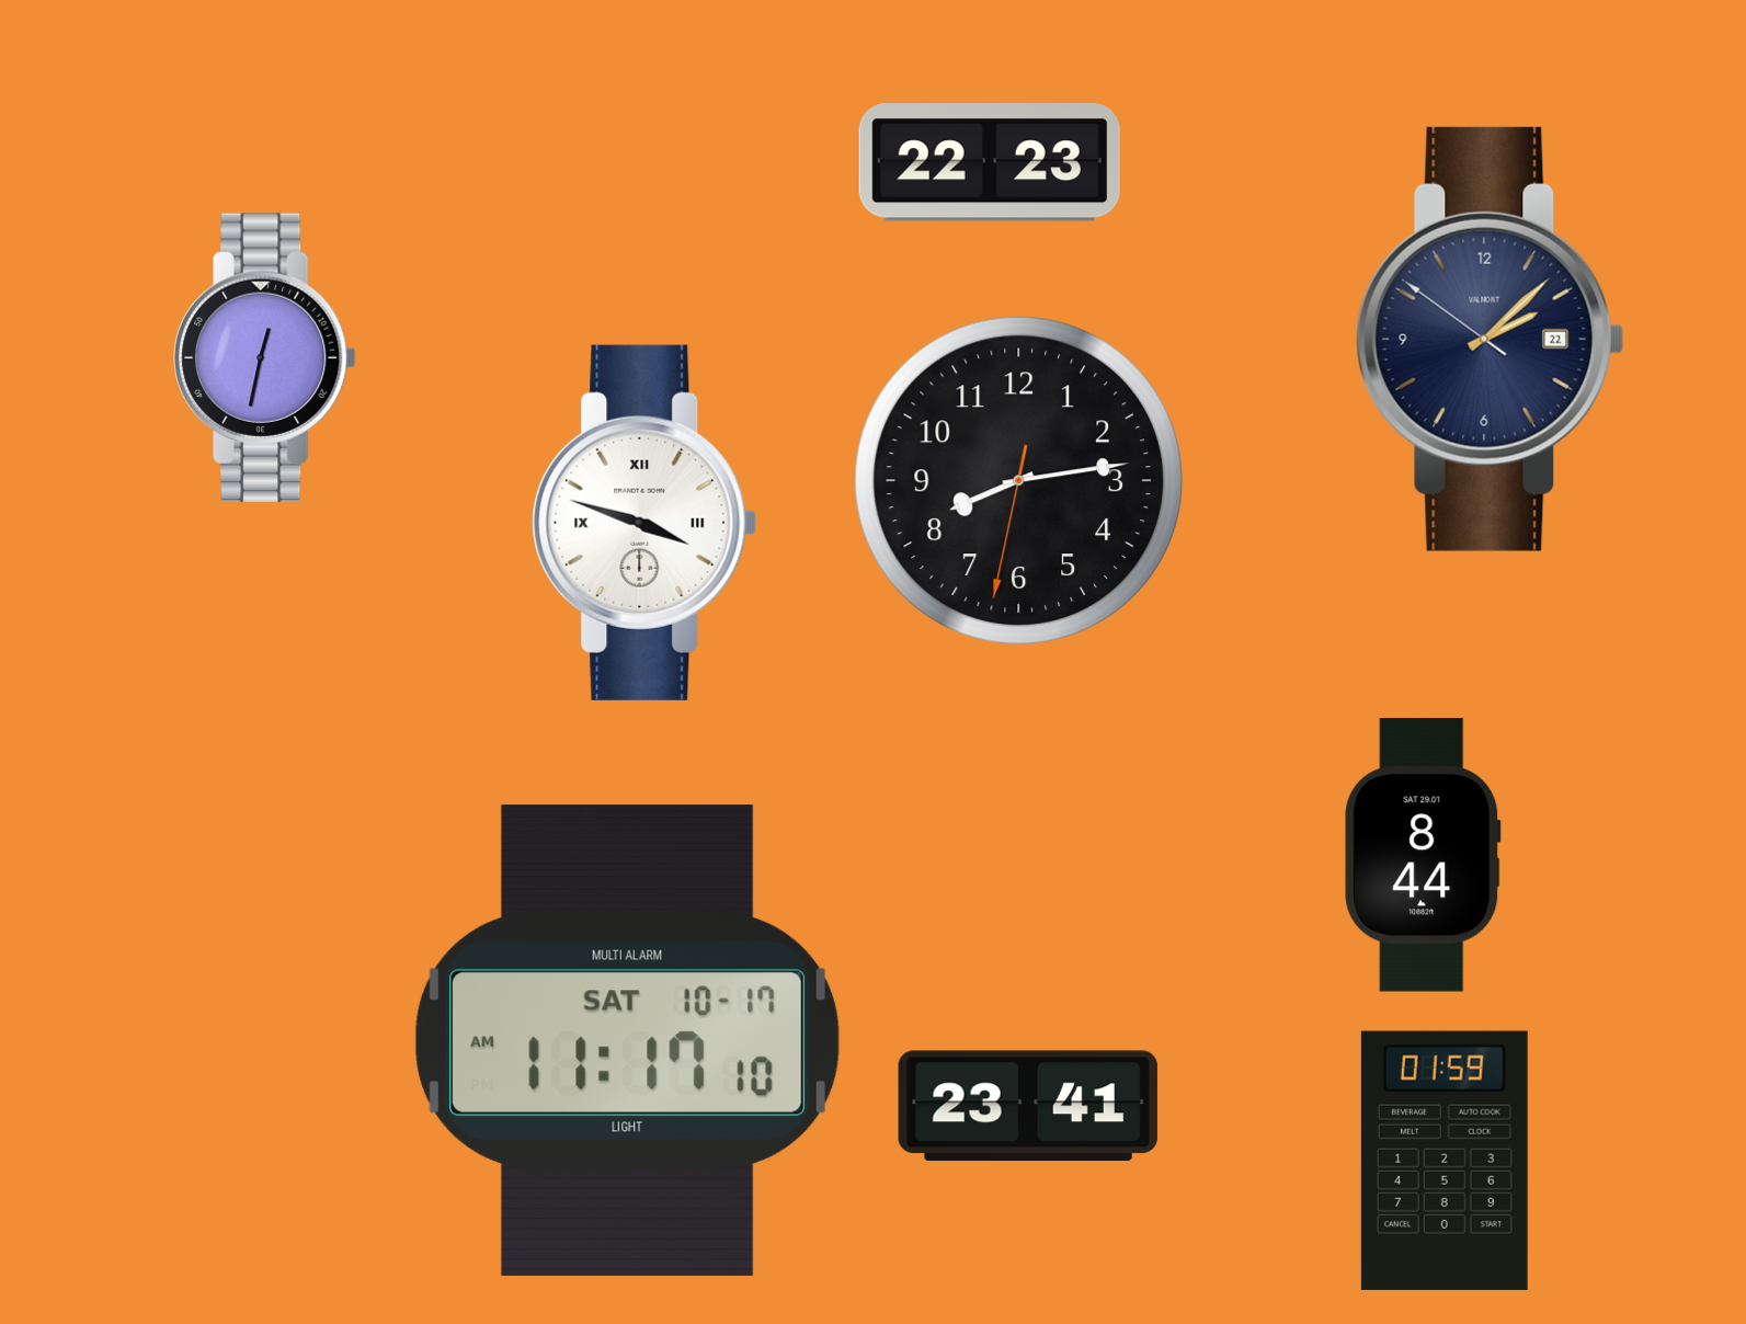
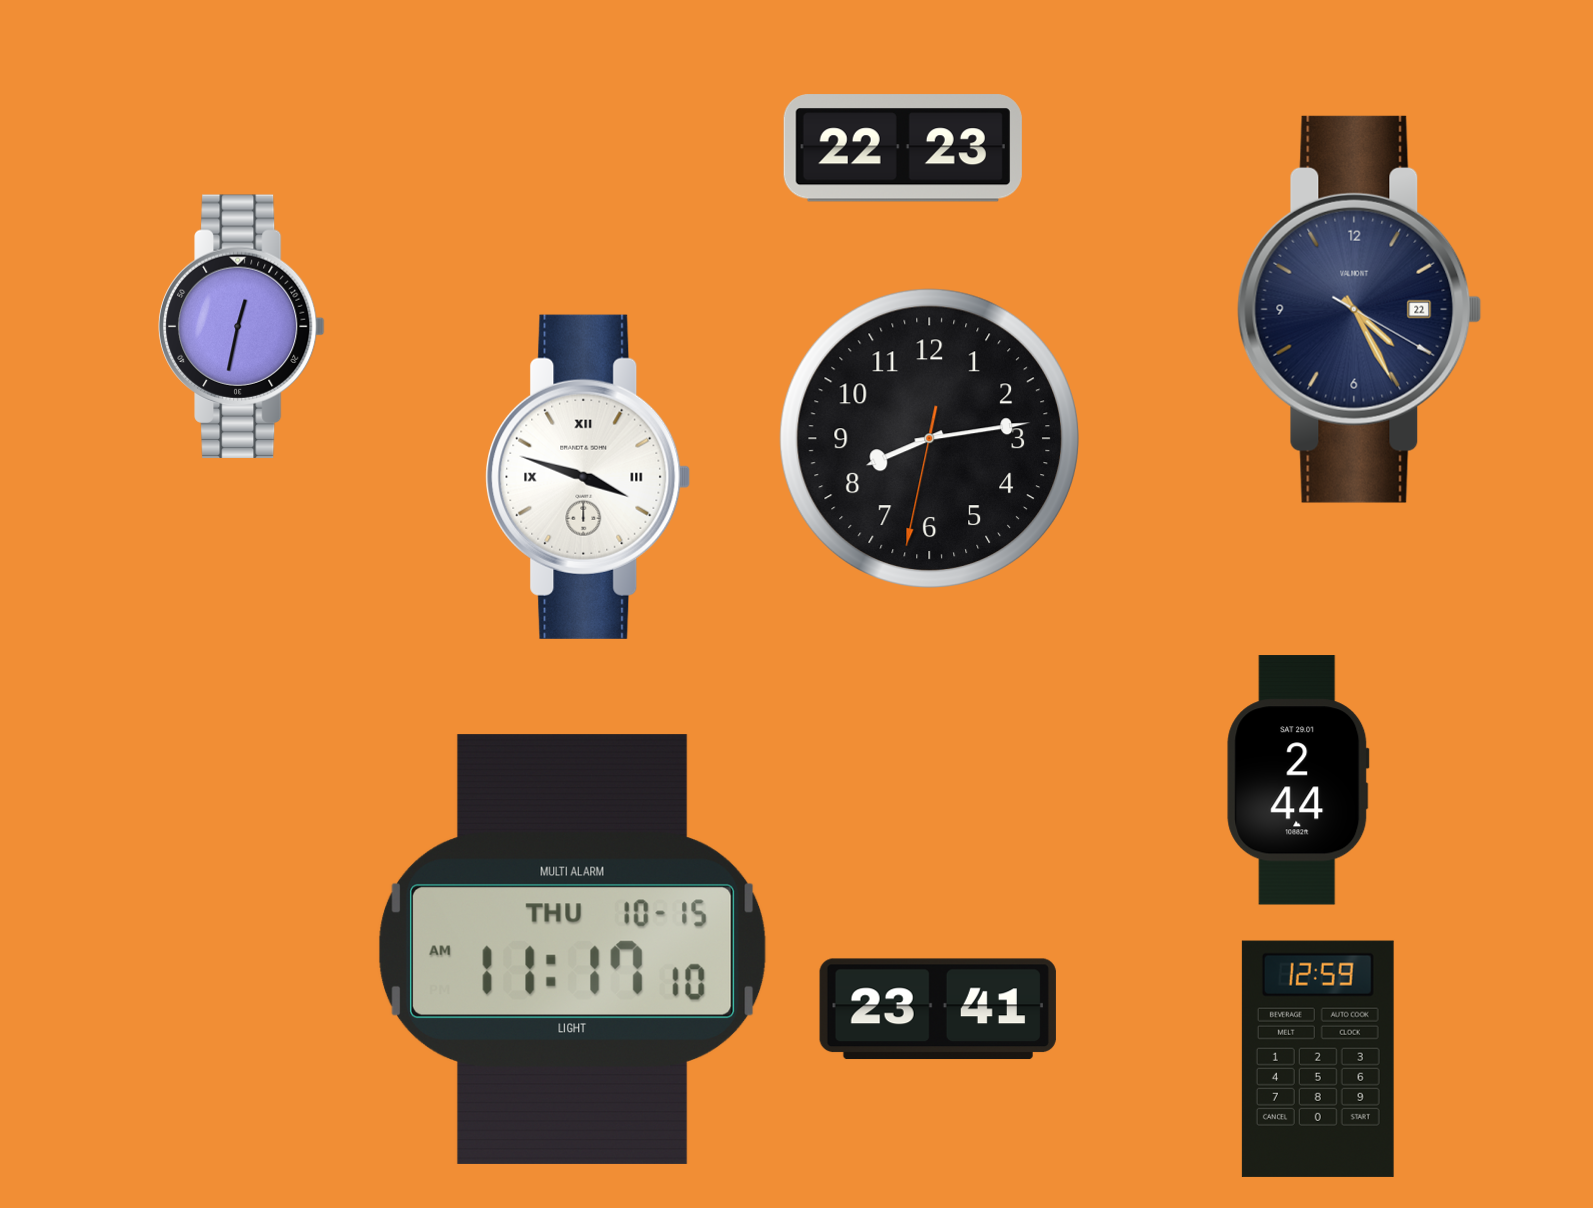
clock at (1491, 339): 2:07 -> 4:25
clock at (1423, 855): 8:44 -> 2:44
clock at (628, 1040) date: SAT 10-17 -> THU 10-15
clock at (1445, 1161): 01:59 -> 12:59
